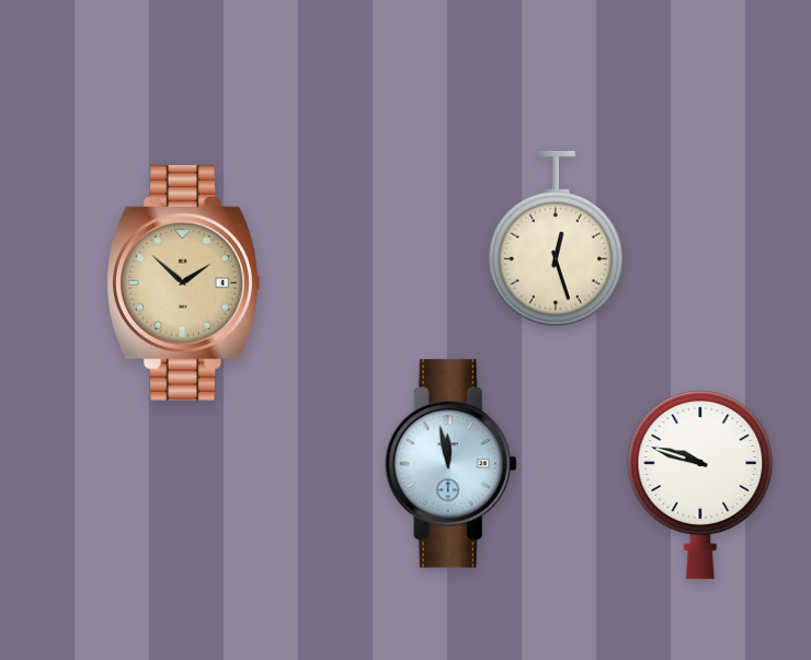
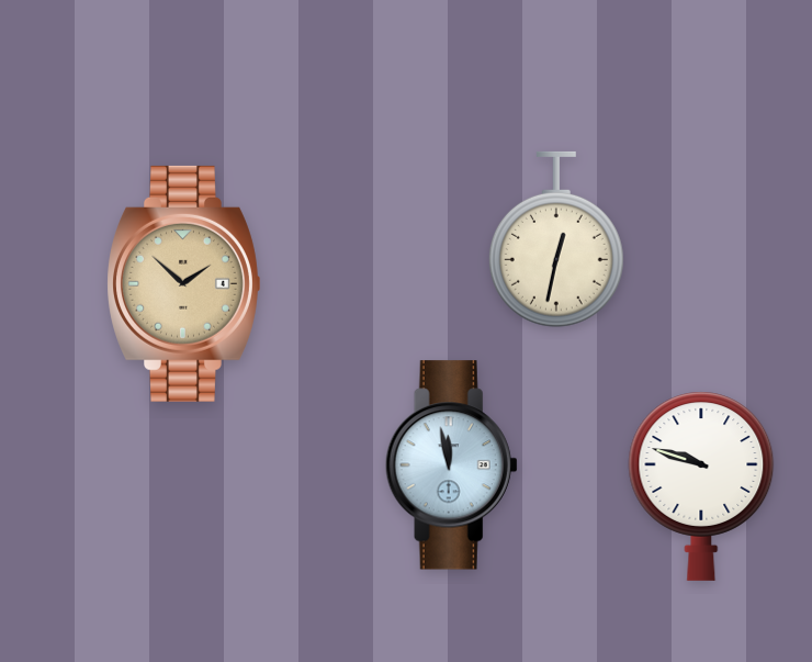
clock at (556, 239): 12:27 -> 12:32
